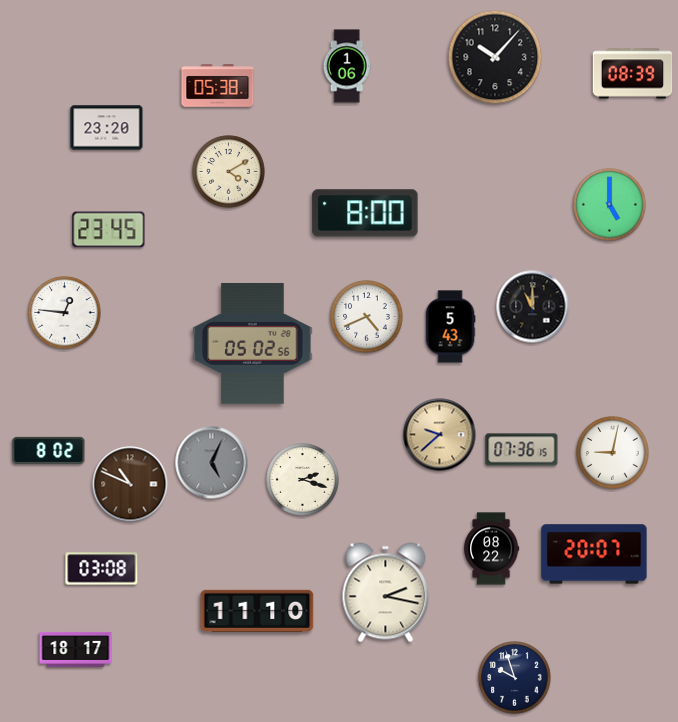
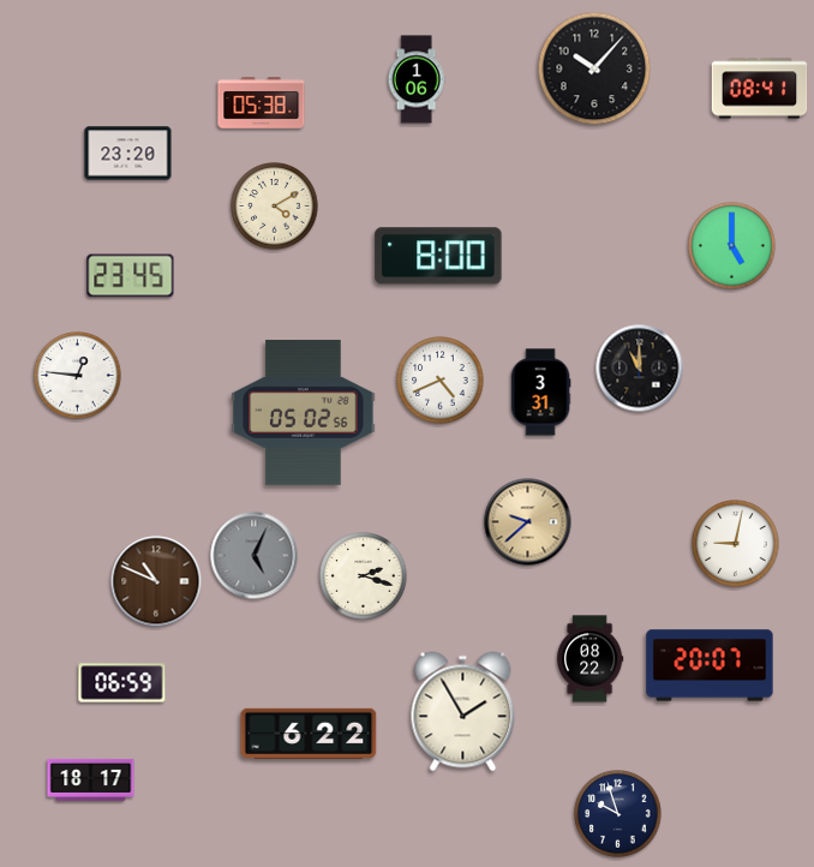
clock at (633, 74): 08:39 -> 08:41
clock at (450, 327): 5:43 -> 3:31
clock at (49, 450): 8:02 -> none
clock at (522, 450): 07:36 -> none
clock at (594, 554) position: (594, 554) -> (710, 665)
clock at (102, 569): 03:08 -> 06:59
clock at (386, 593): 2:17 -> 1:55
clock at (257, 611): 11:10 -> 6:22
